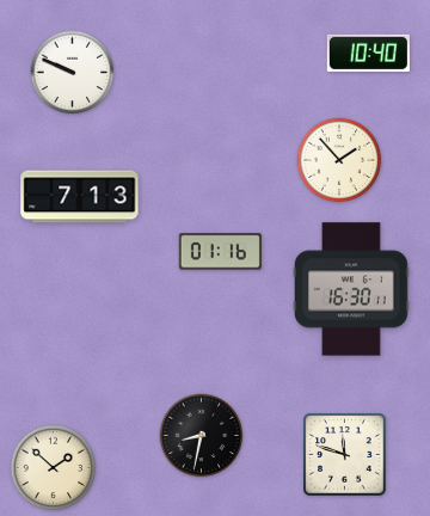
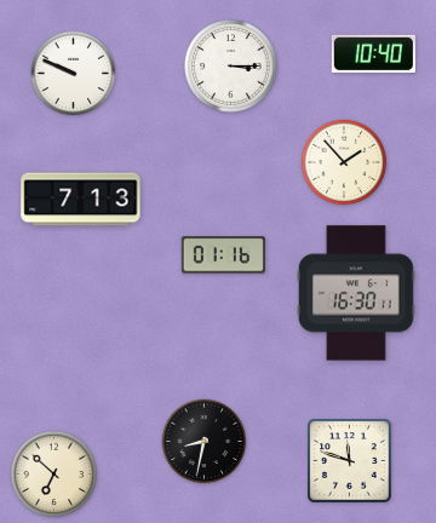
clock at (231, 67): none -> 3:15
clock at (54, 468): 1:52 -> 6:52
